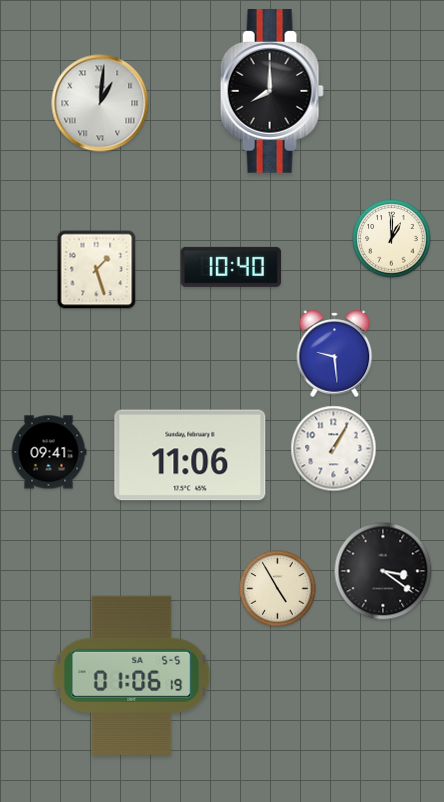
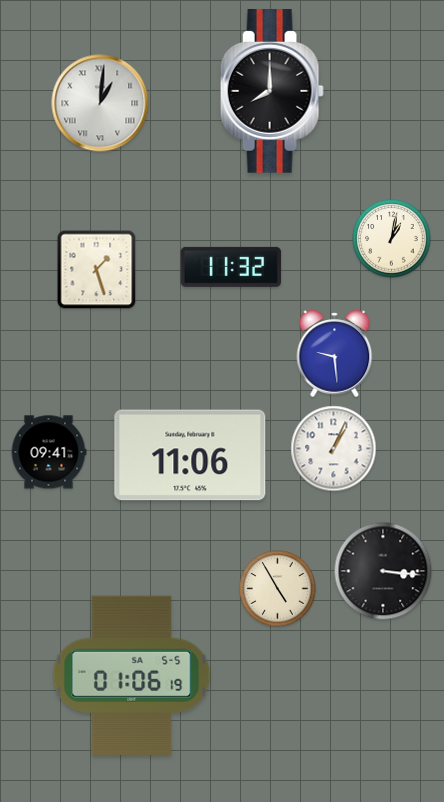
clock at (392, 239): 1:00 -> 1:02
clock at (231, 267): 10:40 -> 11:32
clock at (334, 449): 1:05 -> 1:04
clock at (383, 571): 3:21 -> 3:16
